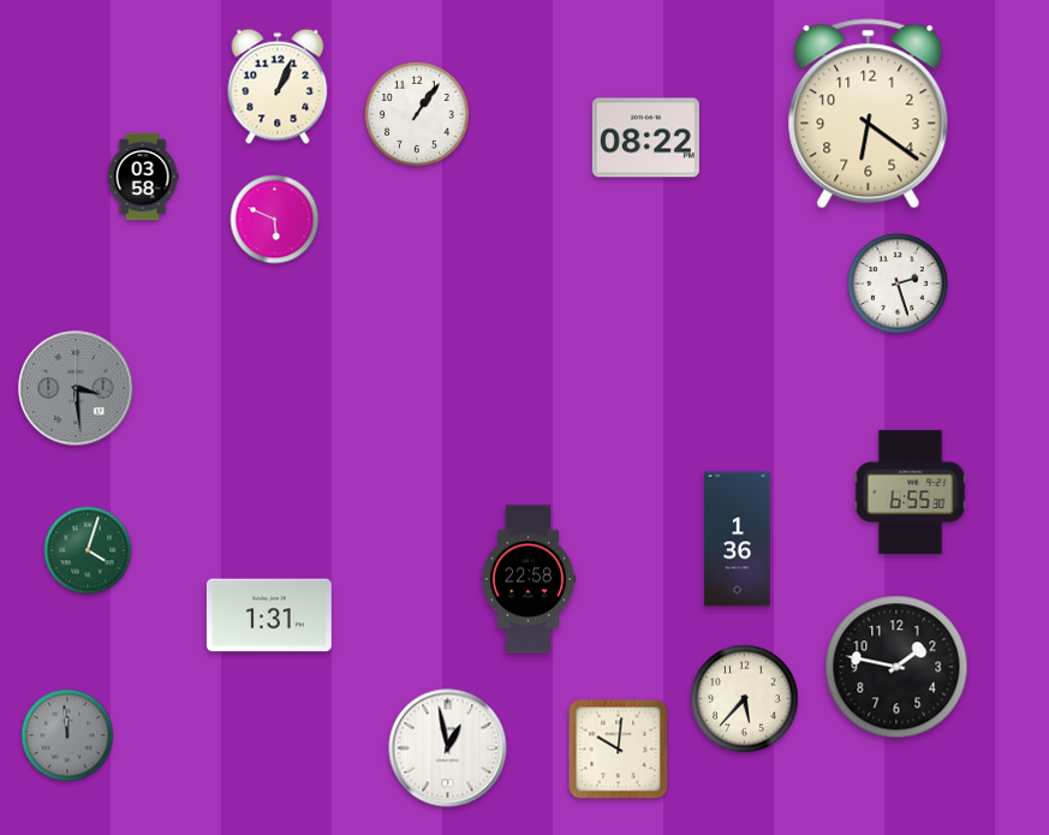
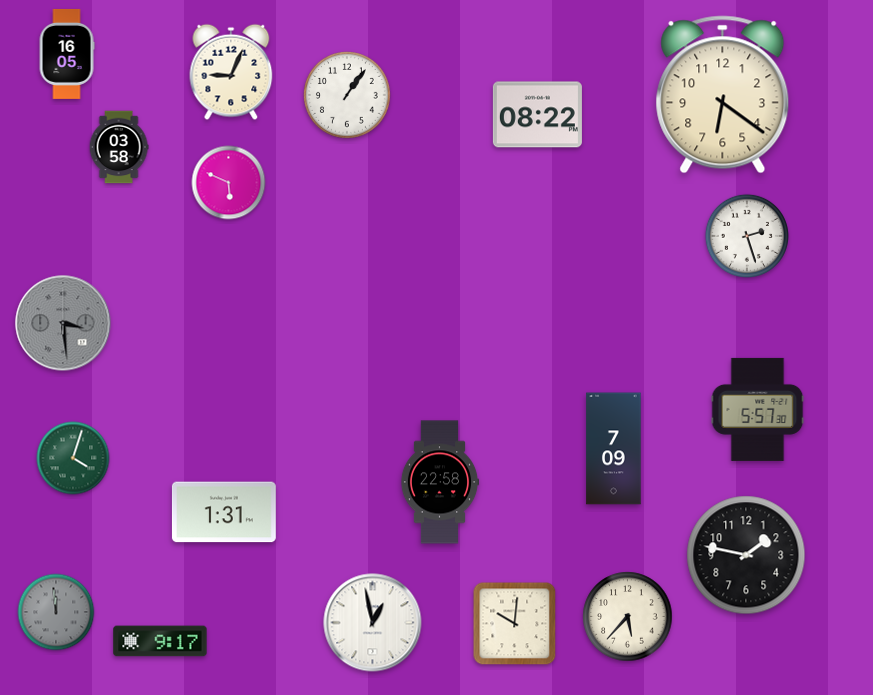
clock at (67, 54): none -> 16:05
clock at (278, 87): 1:04 -> 9:04
clock at (911, 491): 6:55 -> 5:57
clock at (738, 539): 1:36 -> 7:09
clock at (745, 699) position: (745, 699) -> (628, 617)
clock at (160, 641): none -> 9:17
